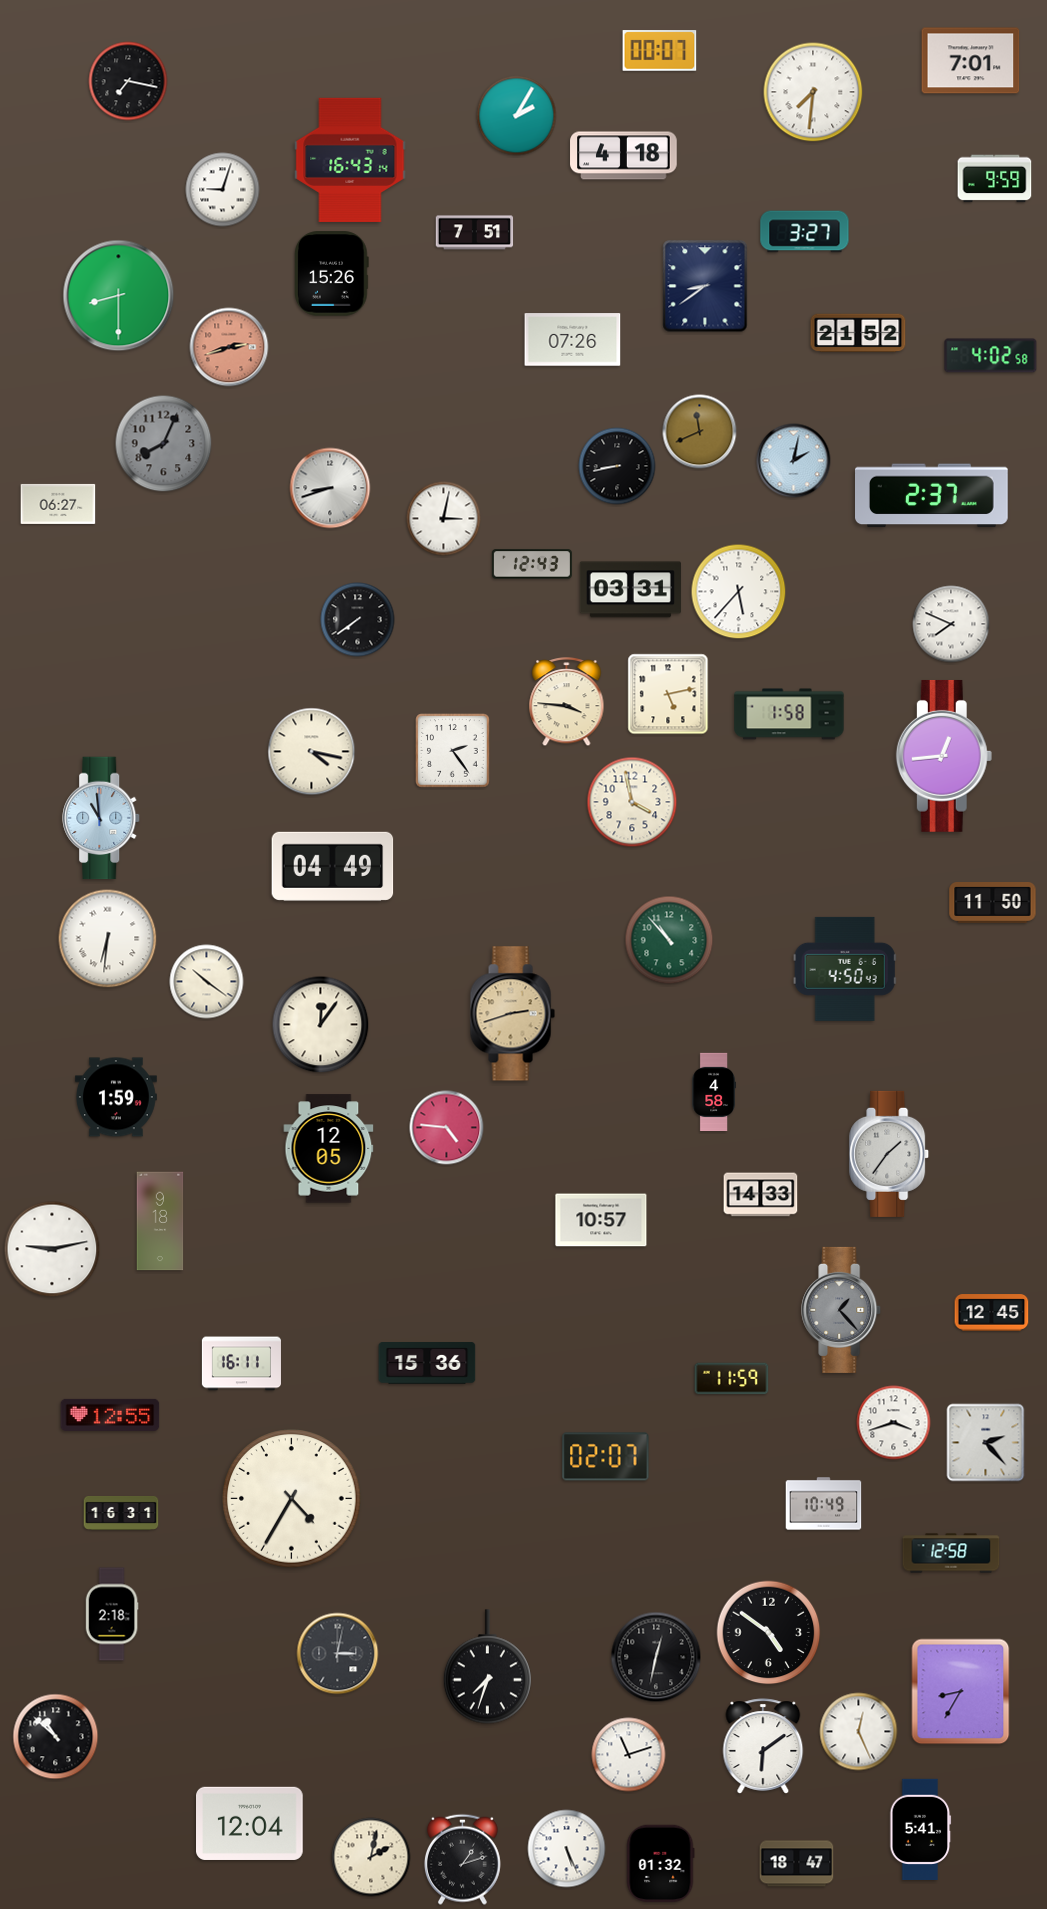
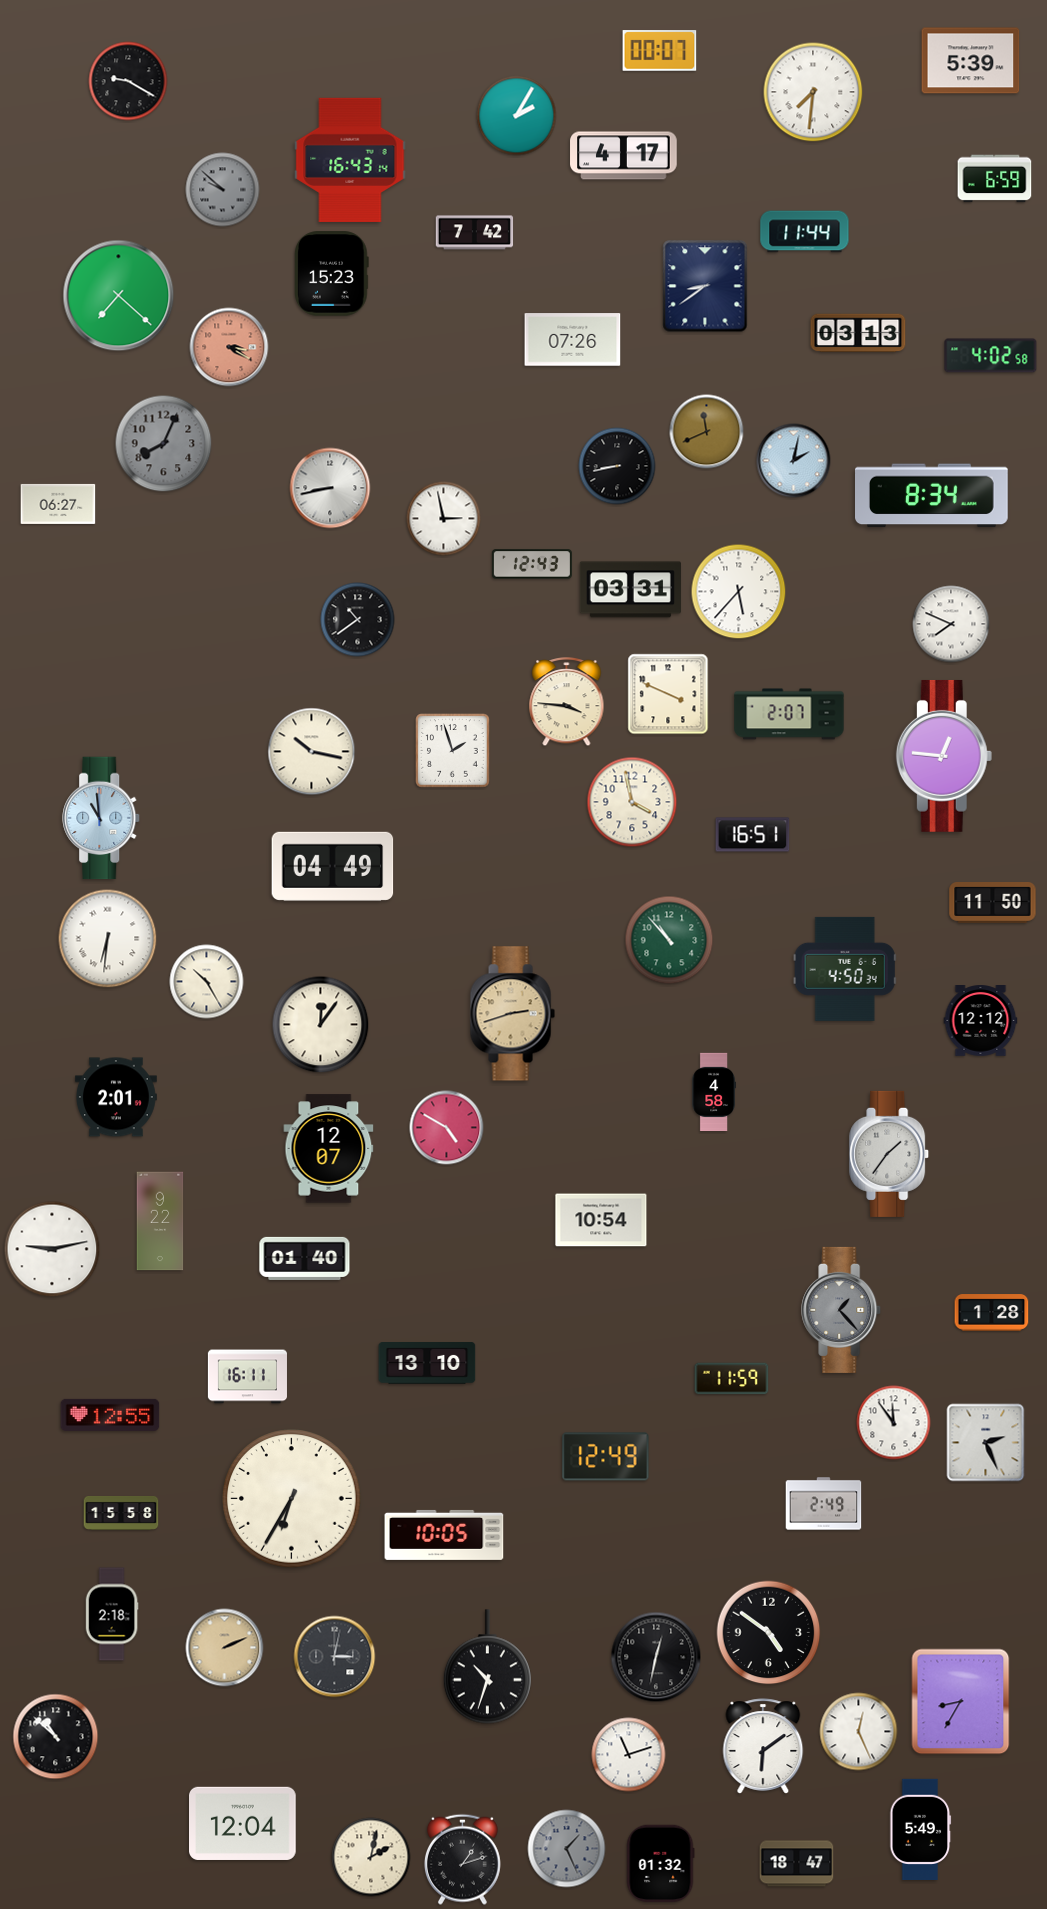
clock at (971, 61): 7:01 -> 5:39
clock at (128, 81): 7:17 -> 9:20
clock at (624, 156): 4:18 -> 4:17
clock at (995, 179): 9:59 -> 6:59
clock at (223, 190): 9:03 -> 9:52
clock at (223, 190) dial: white -> grey
clock at (805, 232): 3:27 -> 11:44
clock at (475, 233): 7:51 -> 7:42
clock at (332, 274): 15:26 -> 15:23
clock at (119, 296): 8:30 -> 7:22
clock at (858, 333): 21:52 -> 03:13
clock at (229, 347): 2:42 -> 3:20
clock at (700, 432) position: (700, 432) -> (707, 432)
clock at (330, 488): 8:42 -> 8:43
clock at (932, 496): 2:37 -> 8:34
clock at (444, 519): 3:02 -> 2:58
clock at (358, 620): 7:39 -> 10:39
clock at (668, 694): 5:13 -> 3:49
clock at (789, 714): 1:58 -> 2:07
clock at (453, 751): 2:24 -> 1:57
clock at (312, 752): 4:17 -> 10:17
clock at (944, 756): 12:44 -> 12:46
clock at (753, 835): none -> 16:51
clock at (845, 969): 4:50:43 -> 4:50:34
clock at (207, 982): 10:21 -> 10:25
clock at (981, 1021): none -> 12:12
clock at (116, 1097): 1:59 -> 2:01
clock at (447, 1128): 4:46 -> 4:50
clock at (329, 1149): 12:05 -> 12:07
clock at (761, 1195): 14:33 -> none
clock at (601, 1220): 10:57 -> 10:54
clock at (160, 1221): 9:18 -> 9:22
clock at (305, 1258): none -> 01:40
clock at (992, 1313): 12:45 -> 1:28
clock at (427, 1363): 15:36 -> 13:10
clock at (241, 1364) position: (241, 1364) -> (247, 1377)
clock at (894, 1423): 3:42 -> 11:54
clock at (986, 1443): 2:23 -> 2:26
clock at (606, 1457): 02:07 -> 12:49
clock at (292, 1499): 4:35 -> 6:35
clock at (824, 1504): 10:49 -> 2:49
clock at (121, 1513): 16:31 -> 15:58
clock at (444, 1535): none -> 10:05
clock at (951, 1553): 12:58 -> none
clock at (225, 1648): none -> 2:11
clock at (338, 1654) position: (338, 1654) -> (335, 1657)
clock at (487, 1667): 7:33 -> 10:33
clock at (961, 1692) position: (961, 1692) -> (961, 1702)
clock at (250, 1823) position: (250, 1823) -> (243, 1823)
clock at (921, 1829): 5:41 -> 5:49
clock at (567, 1849): 5:26 -> 1:26
clock at (567, 1849) dial: white -> grey
